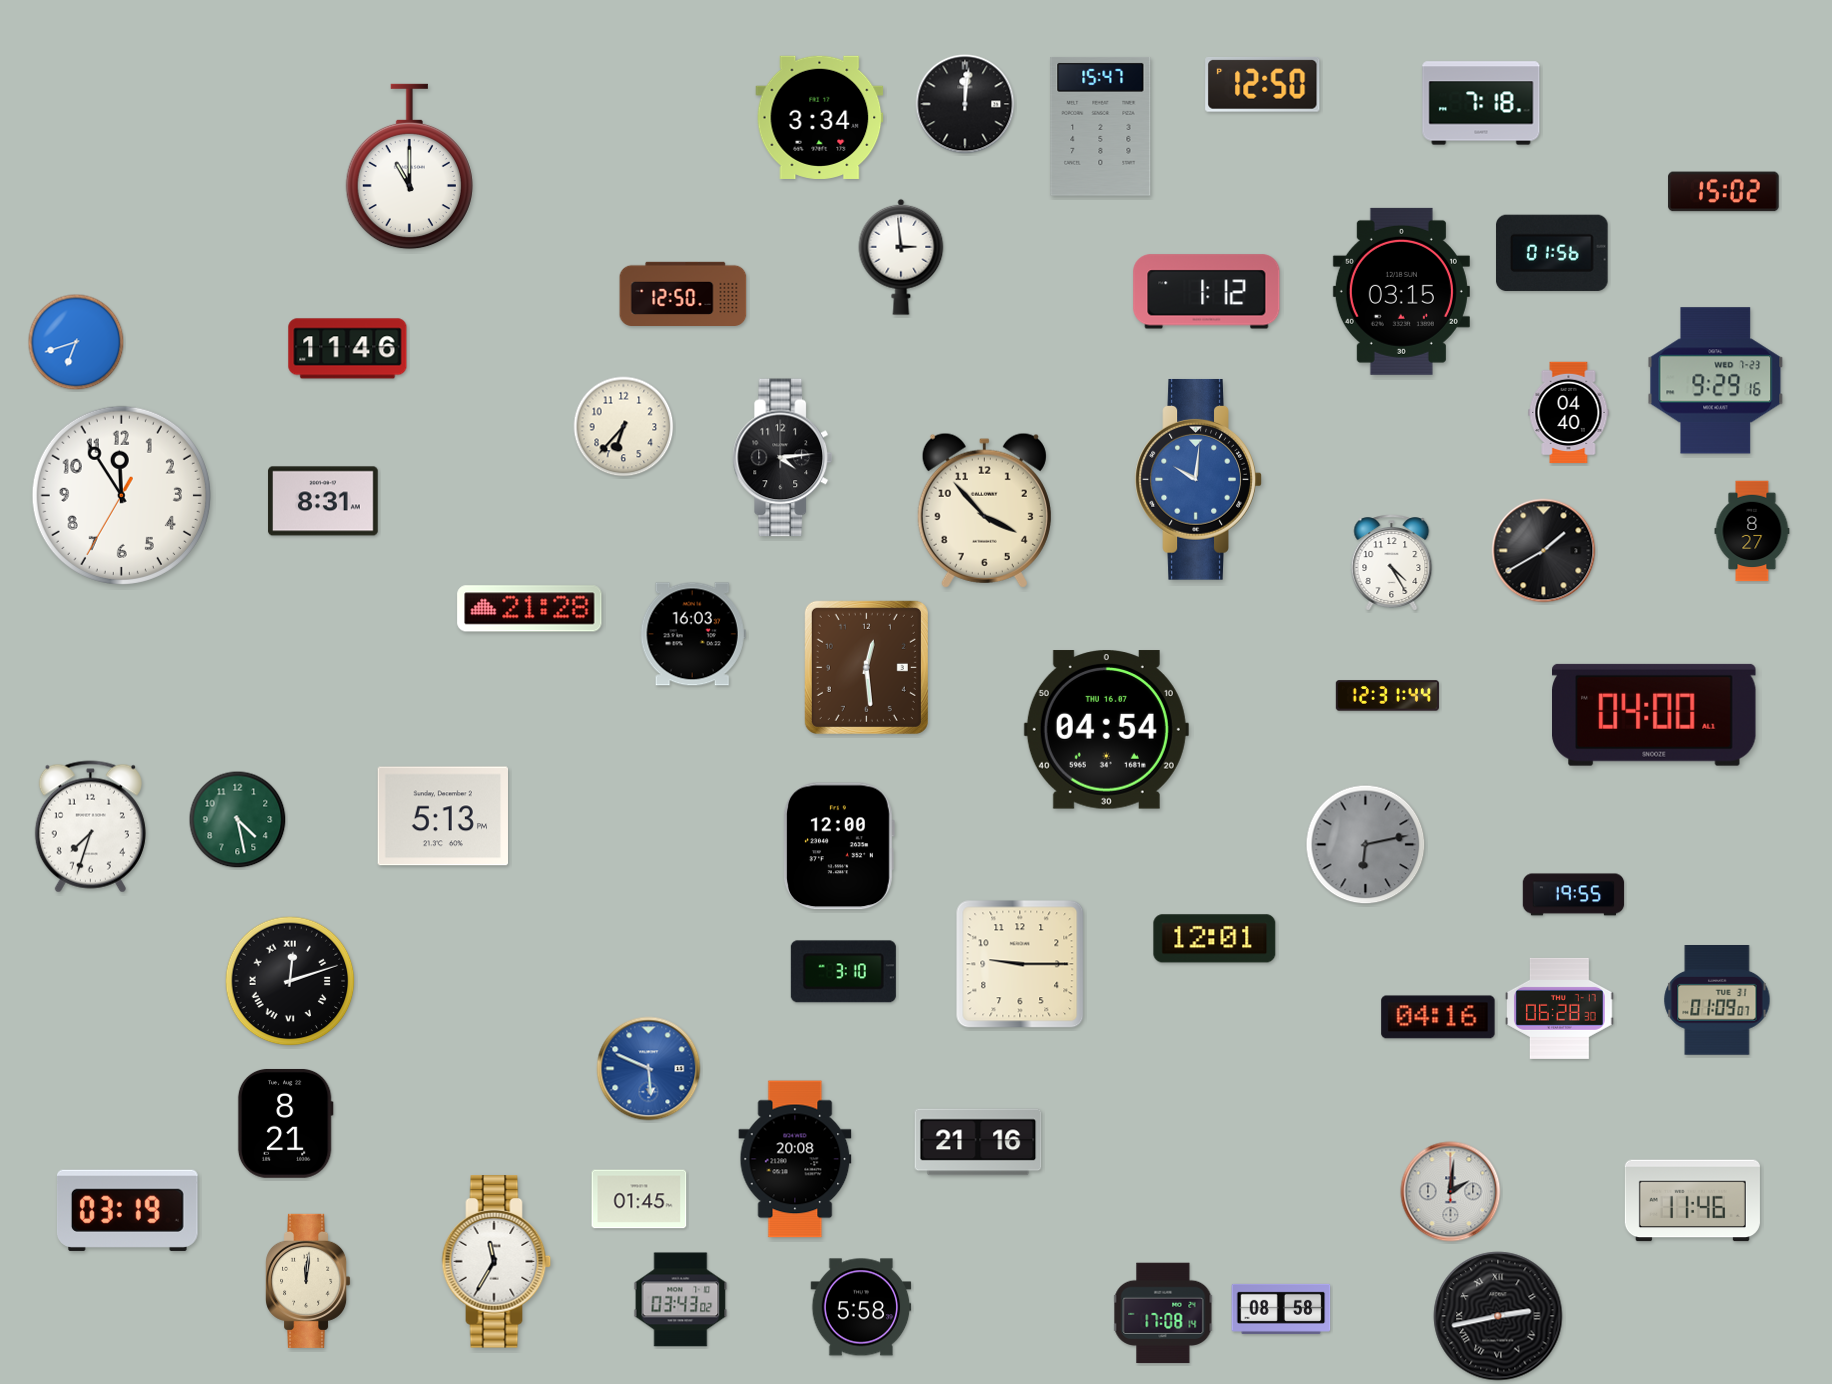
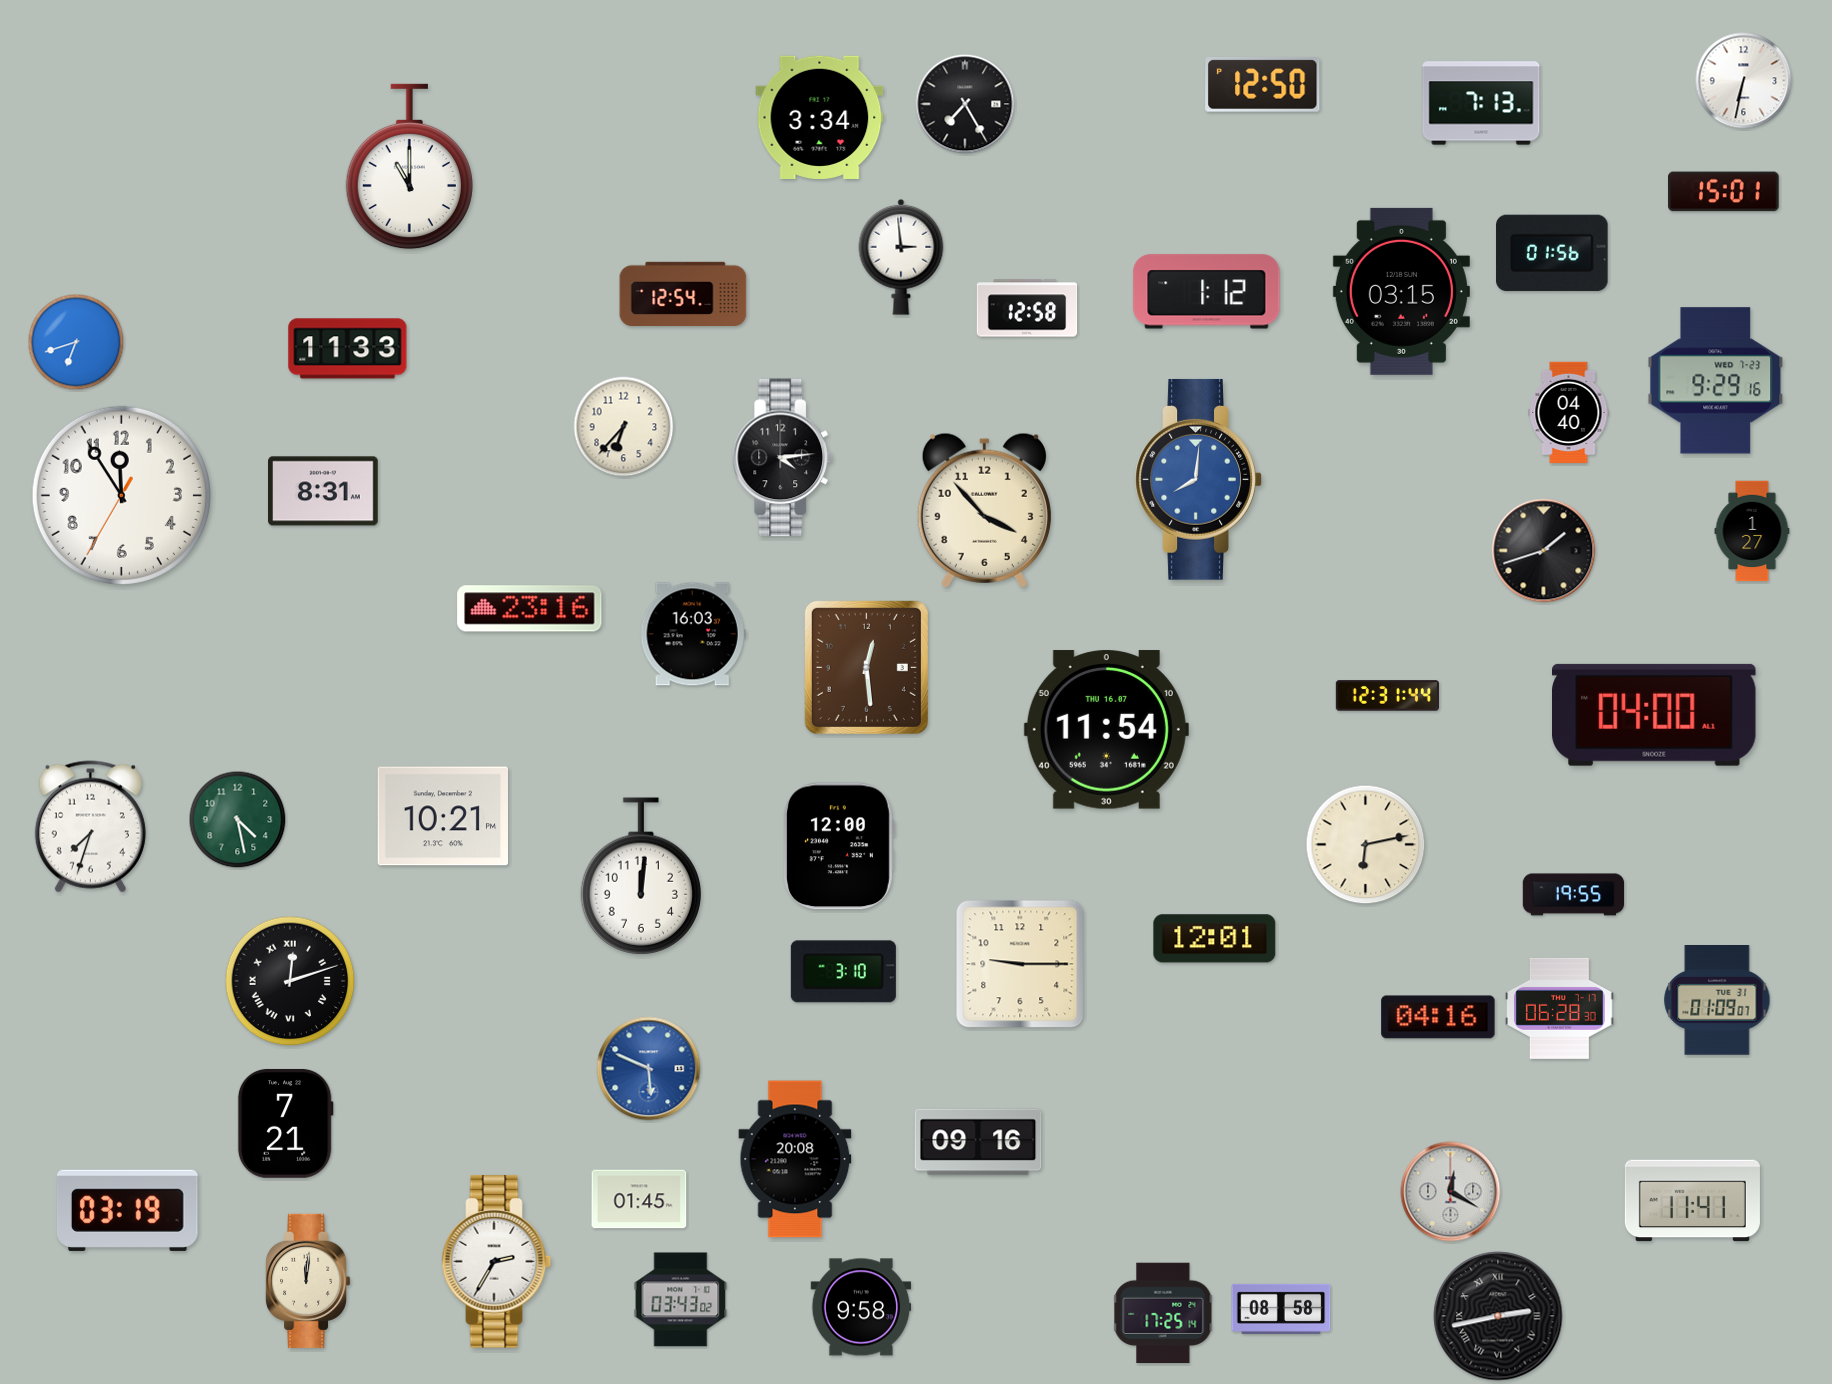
clock at (1744, 81): none -> 6:32
clock at (1481, 103): 7:18 -> 7:13
clock at (965, 104): 12:01 -> 7:25
clock at (1101, 126): 15:47 -> none
clock at (1724, 192): 15:02 -> 15:01
clock at (683, 293): 12:50 -> 12:54
clock at (1027, 308): none -> 12:58
clock at (348, 349): 11:46 -> 11:33
clock at (1199, 479): 10:01 -> 8:01
clock at (323, 501) position: (323, 501) -> (323, 491)
clock at (1752, 531): 8:27 -> 1:27
clock at (1544, 551): 1:40 -> 1:42
clock at (1392, 563): 4:25 -> none
clock at (530, 609): 21:28 -> 23:16
clock at (1106, 730): 04:54 -> 11:54
clock at (442, 816): 5:13 -> 10:21
clock at (1366, 845) dial: grey -> cream
clock at (641, 876): none -> 12:01
clock at (285, 1123): 8:21 -> 7:21
clock at (978, 1142): 21:16 -> 09:16
clock at (1451, 1192): 2:01 -> 12:20
clock at (1692, 1201): 11:46 -> 11:41
clock at (497, 1262): 11:35 -> 2:35
clock at (861, 1307): 5:58 -> 9:58
clock at (1163, 1313): 17:08 -> 17:25
